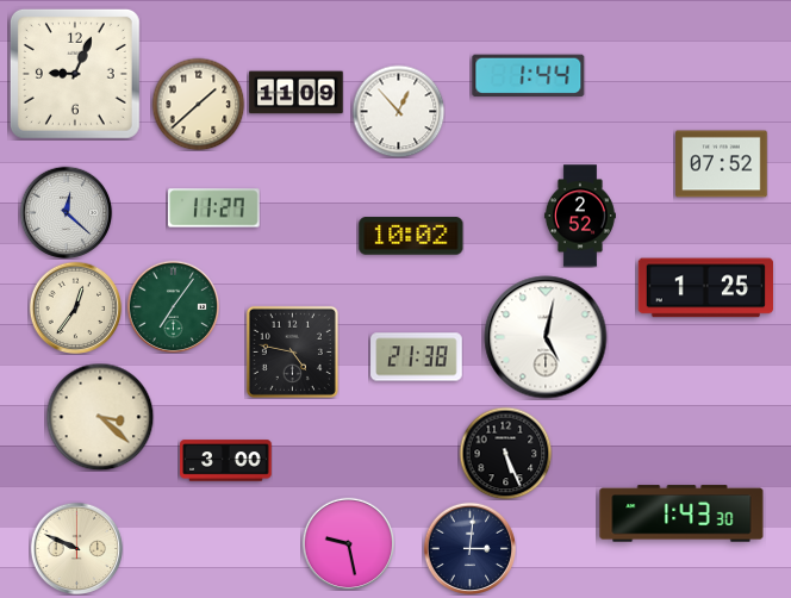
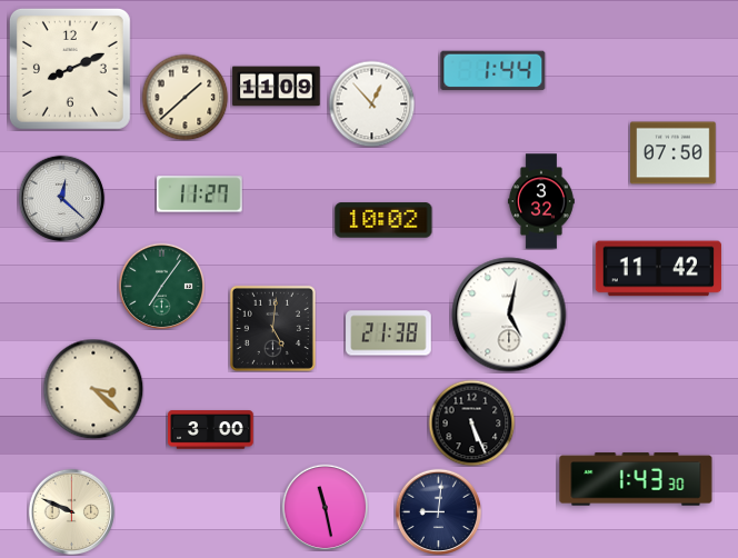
clock at (75, 74): 9:04 -> 8:11
clock at (722, 164): 07:52 -> 07:50
clock at (580, 216): 2:52 -> 3:32
clock at (705, 288): 1:25 -> 11:42
clock at (75, 307): 12:36 -> none
clock at (292, 351): 4:47 -> 5:01
clock at (348, 543): 9:28 -> 11:28
clock at (469, 548): 3:01 -> 9:01
